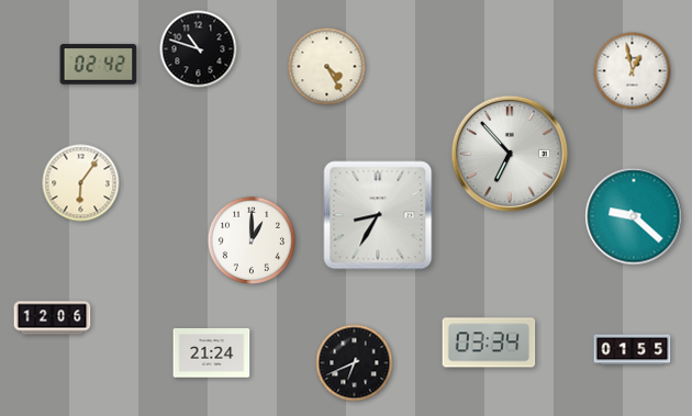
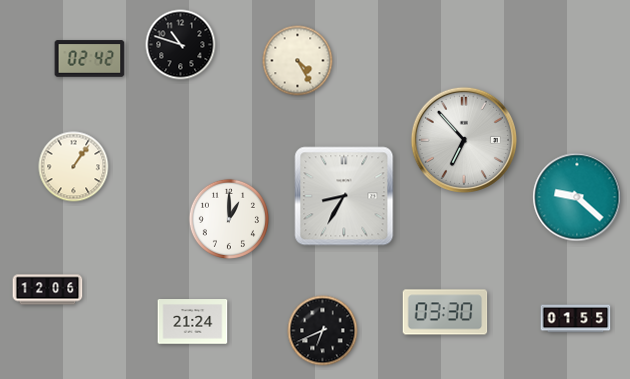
clock at (633, 71): 12:58 -> none
clock at (81, 183): 6:06 -> 1:06
clock at (489, 342): 03:34 -> 03:30
